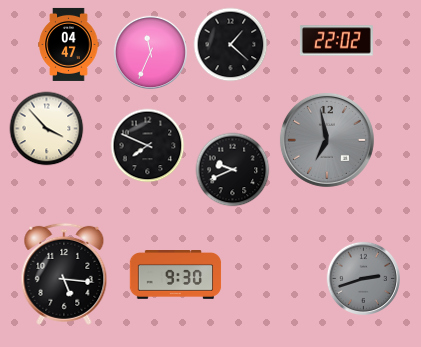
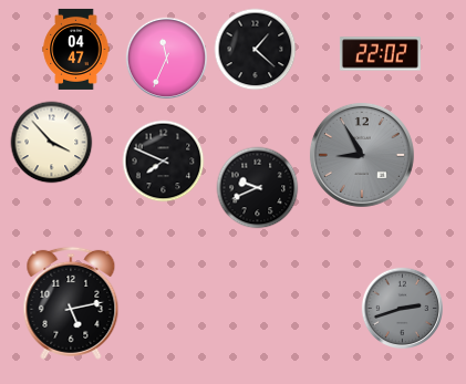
clock at (336, 41) position: (336, 41) -> (380, 54)
clock at (327, 140): 6:58 -> 8:55
clock at (64, 274): 5:16 -> 5:13
clock at (176, 275): 9:30 -> none
